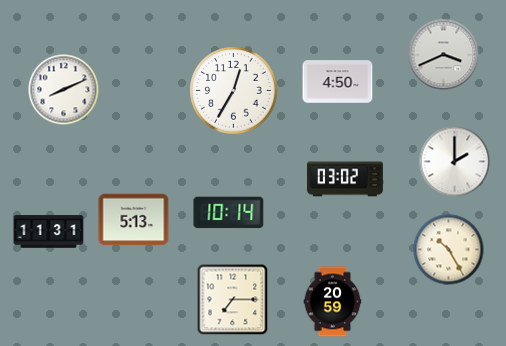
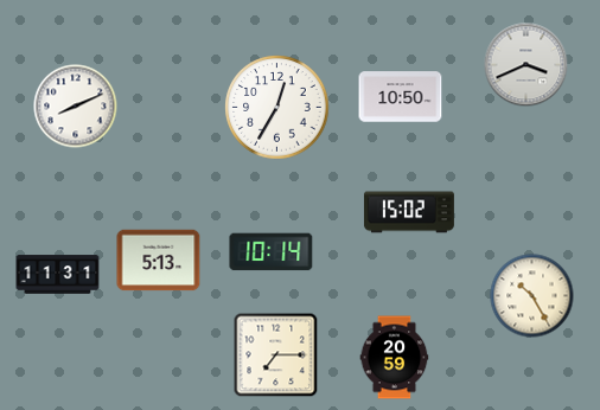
clock at (338, 82): 4:50 -> 10:50
clock at (455, 162): 2:00 -> none
clock at (345, 179): 03:02 -> 15:02
